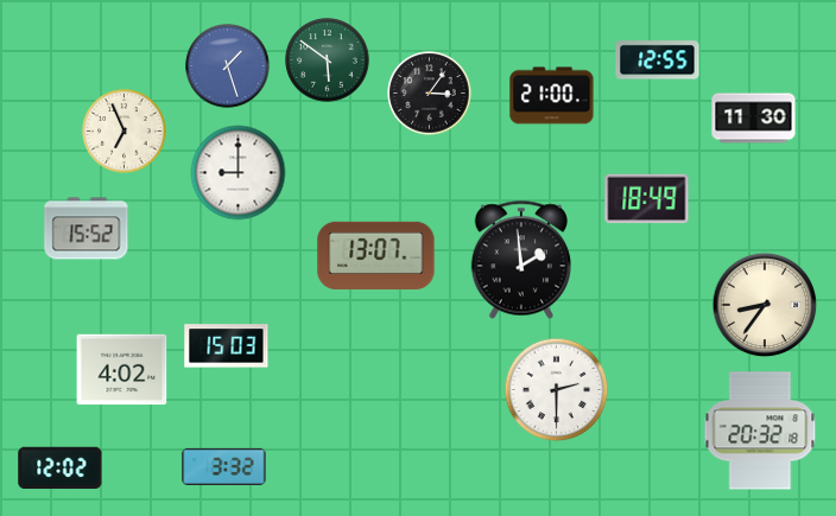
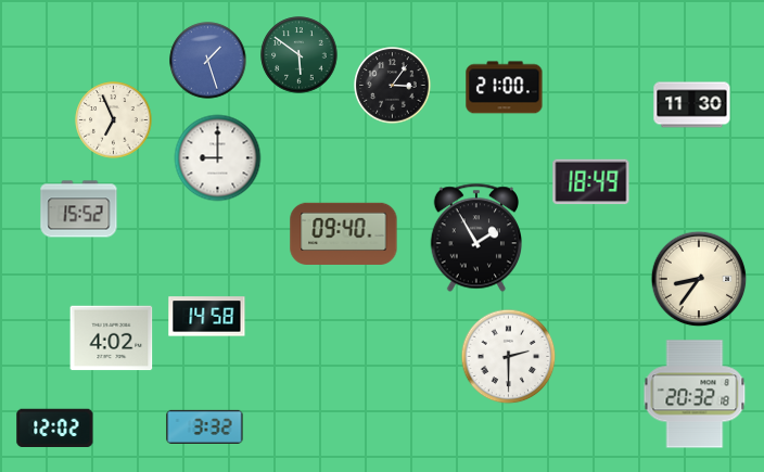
clock at (658, 60): 12:55 -> none
clock at (754, 119) position: (754, 119) -> (692, 105)
clock at (376, 255): 13:07 -> 09:40
clock at (520, 260): 1:59 -> 1:55
clock at (227, 346): 15:03 -> 14:58
